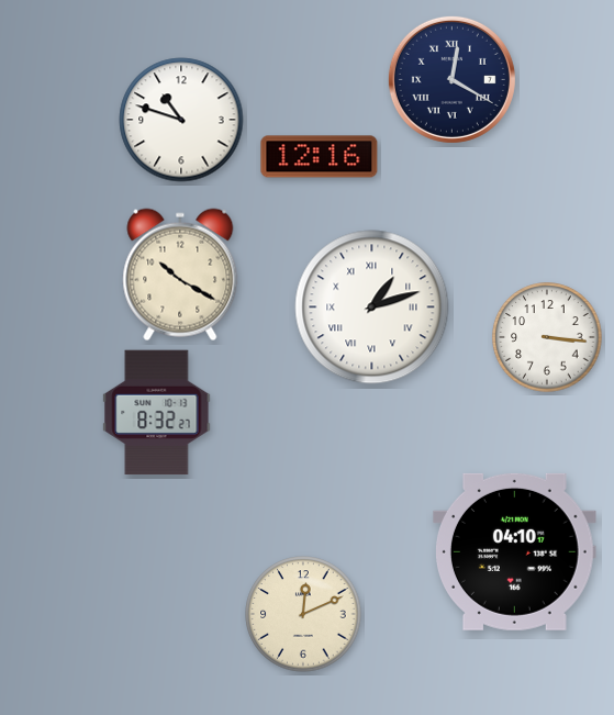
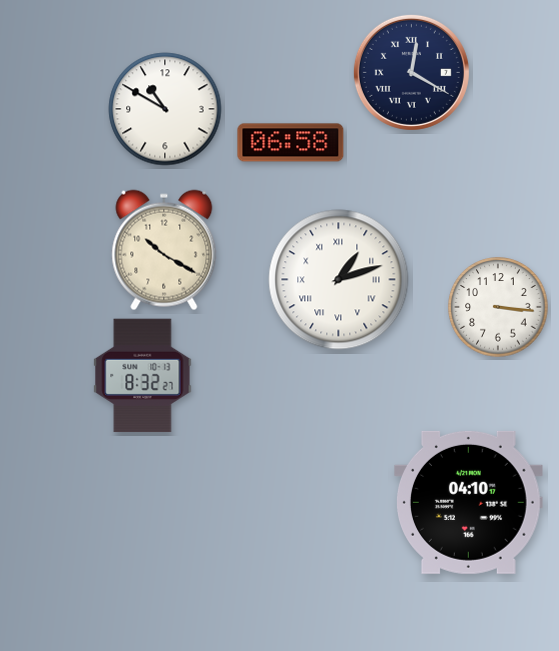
clock at (181, 120): 10:48 -> 10:50
clock at (320, 157): 12:16 -> 06:58
clock at (303, 614): 12:11 -> none
